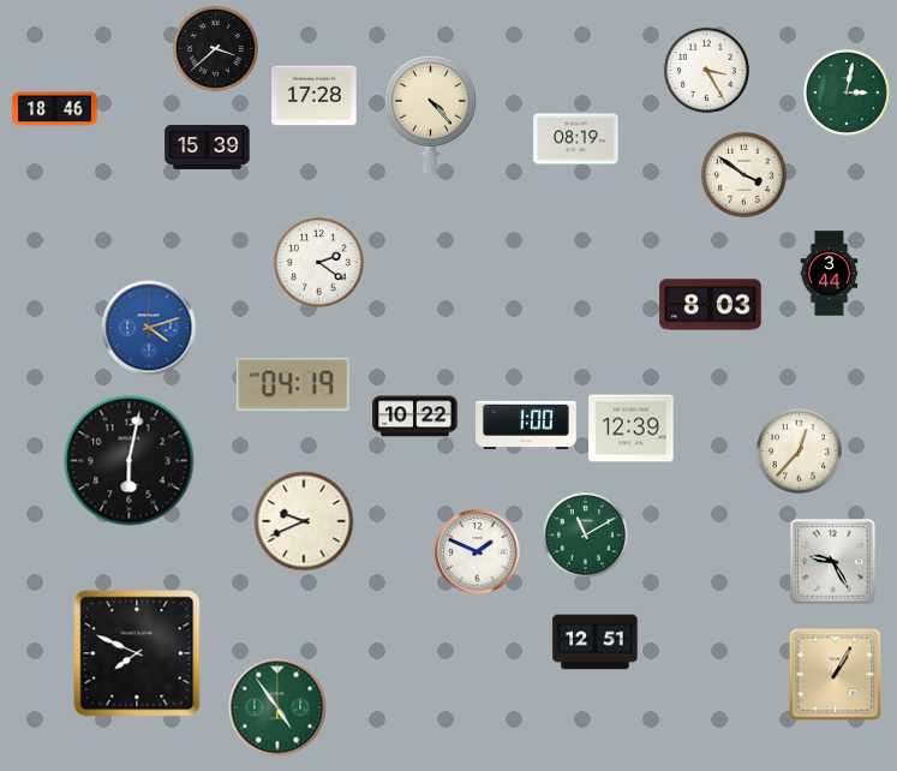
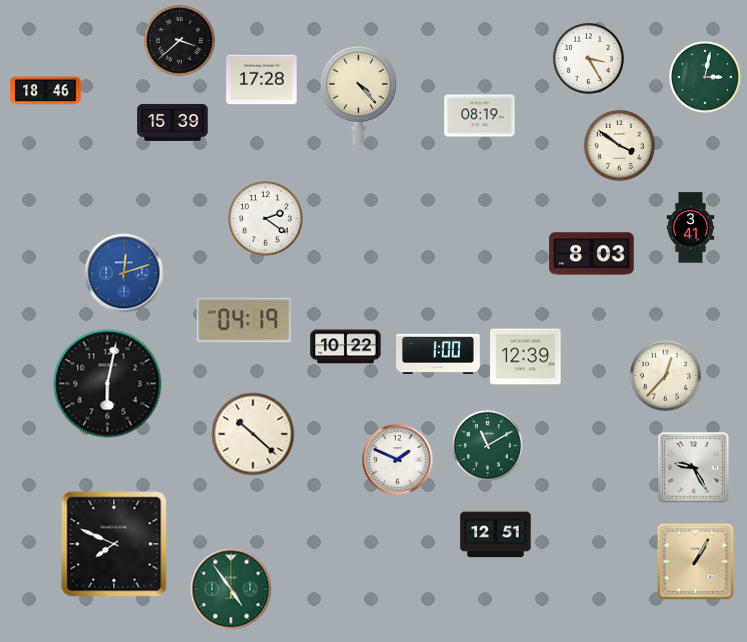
clock at (830, 274): 3:44 -> 3:41
clock at (149, 328): 4:12 -> 12:12
clock at (304, 521): 9:41 -> 10:22
